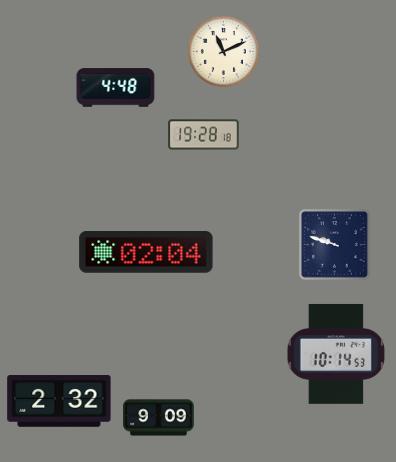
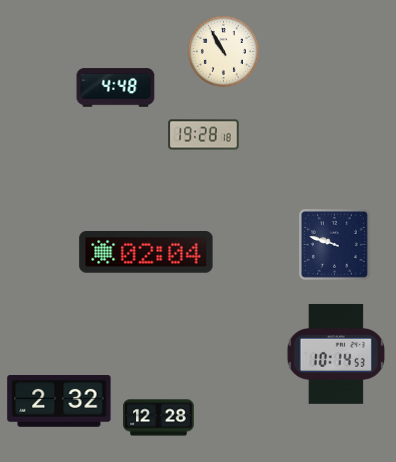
clock at (223, 51): 11:11 -> 10:55
clock at (159, 418): 9:09 -> 12:28
